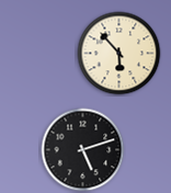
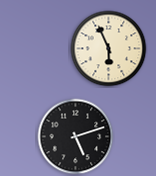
clock at (119, 54): 5:53 -> 5:56
